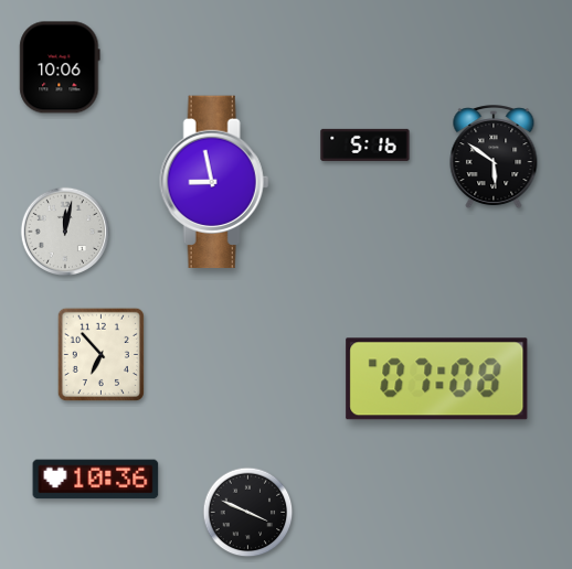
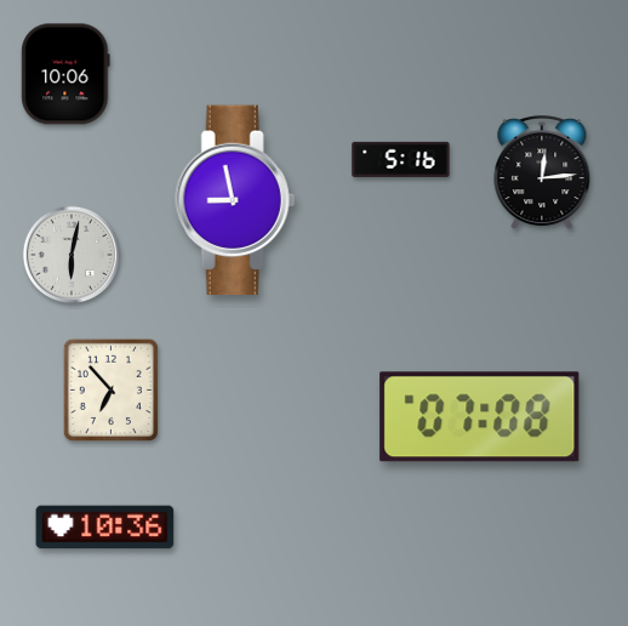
clock at (494, 158): 5:51 -> 12:14
clock at (65, 232): 12:02 -> 6:02
clock at (248, 513): 3:49 -> none
